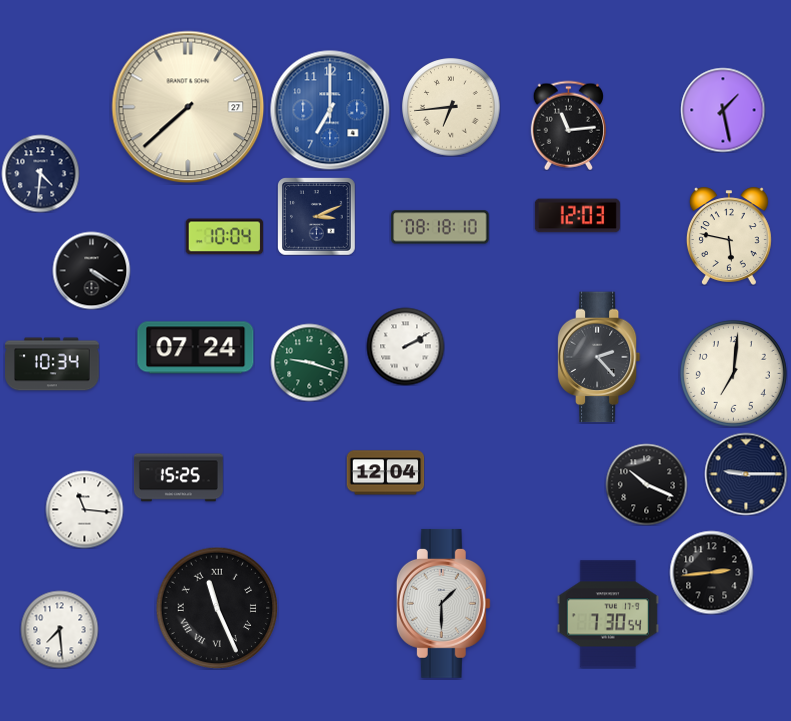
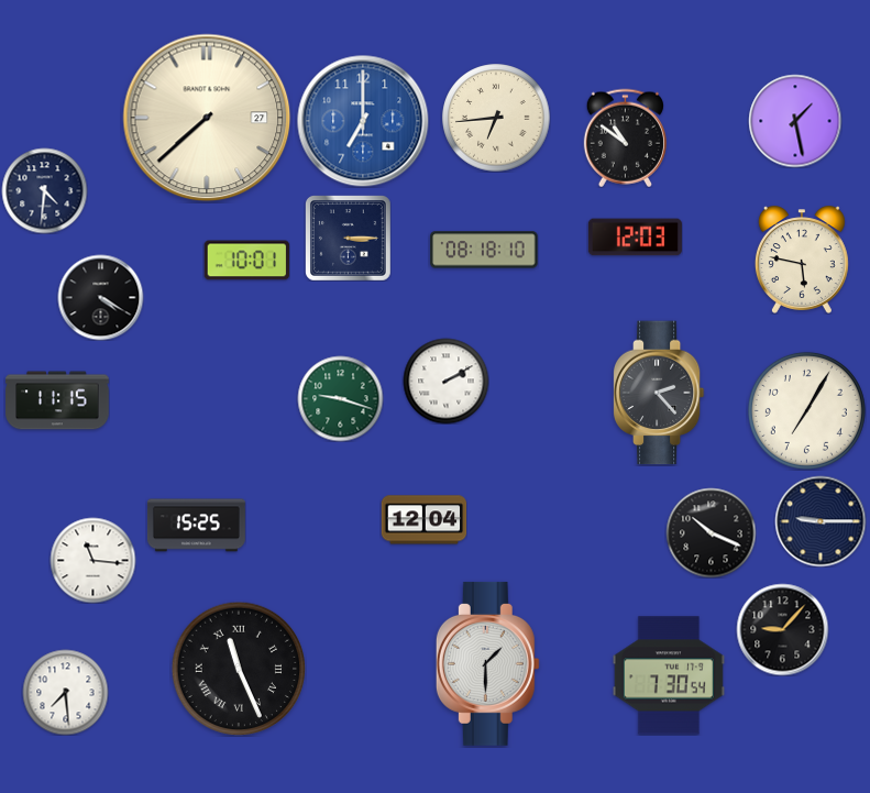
clock at (568, 125): 11:14 -> 10:51
clock at (317, 217): 3:11 -> 3:15
clock at (224, 237): 10:04 -> 10:01
clock at (196, 348): 07:24 -> none
clock at (52, 364): 10:34 -> 11:15
clock at (733, 373): 7:01 -> 7:05
clock at (711, 572): 2:44 -> 9:07
